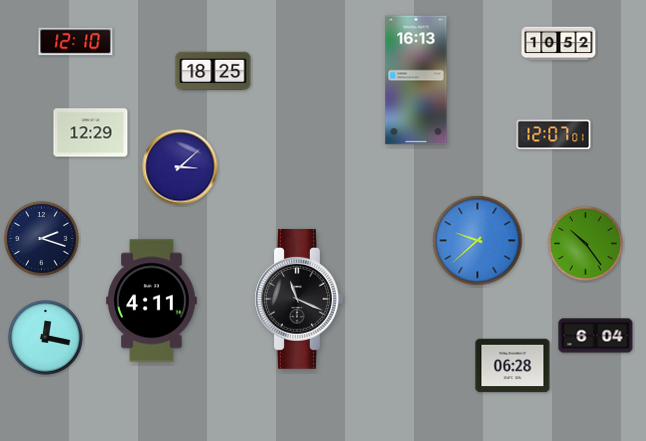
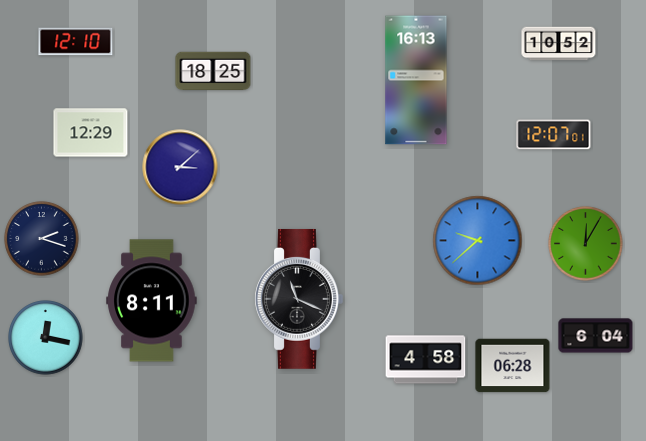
clock at (586, 244): 10:24 -> 12:05
clock at (152, 301): 4:11 -> 8:11
clock at (426, 360): none -> 4:58
